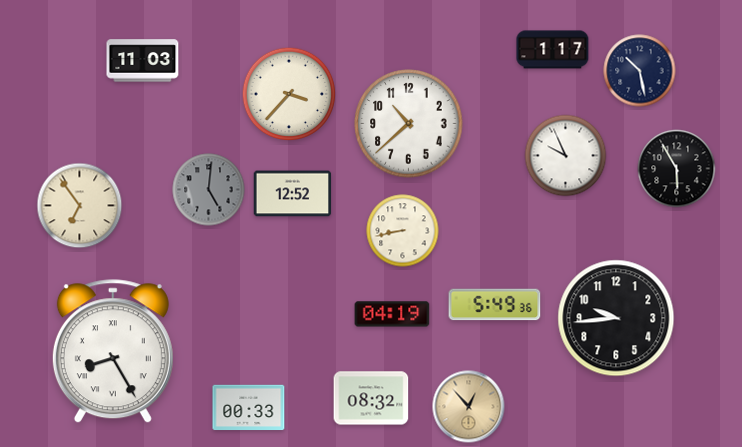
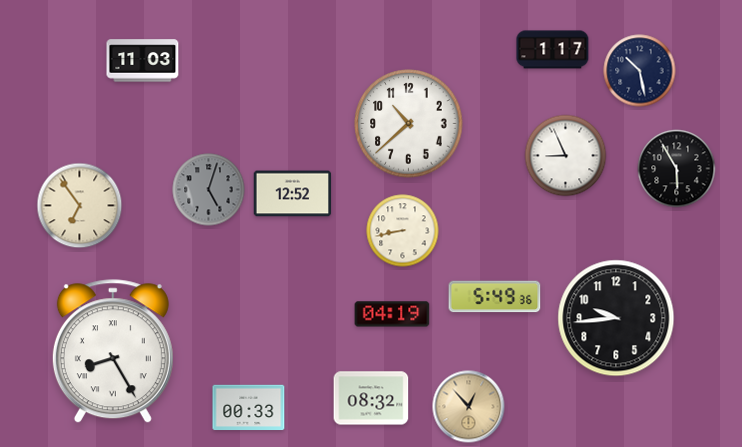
clock at (289, 94): 3:37 -> none
clock at (566, 156): 9:56 -> 8:56
clock at (209, 190): 5:01 -> 5:03
clock at (495, 305) position: (495, 305) -> (495, 297)
